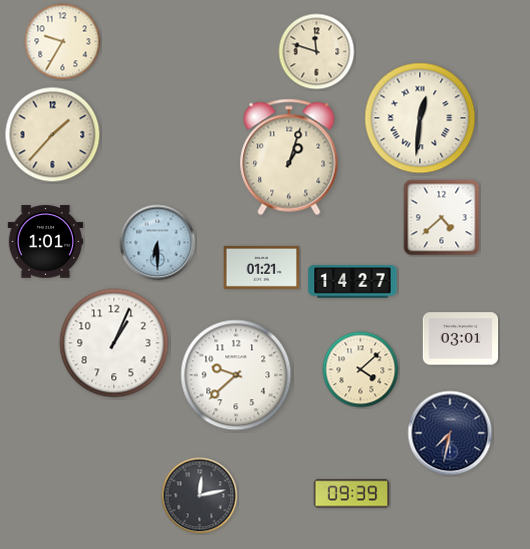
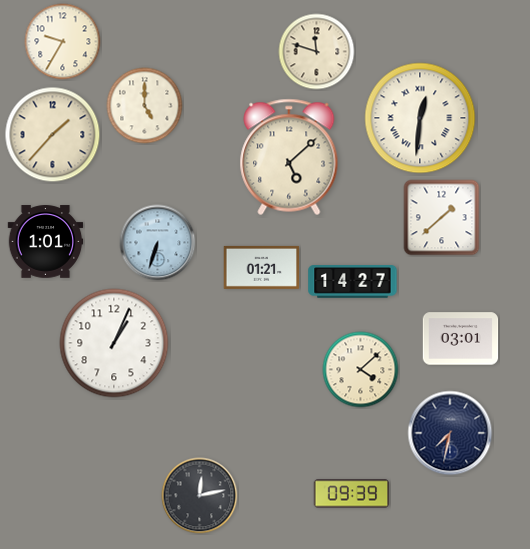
clock at (145, 106): none -> 5:00
clock at (289, 157): 1:03 -> 5:08
clock at (442, 218): 4:38 -> 1:38
clock at (158, 243): 6:30 -> 6:33
clock at (236, 375): 9:38 -> none
